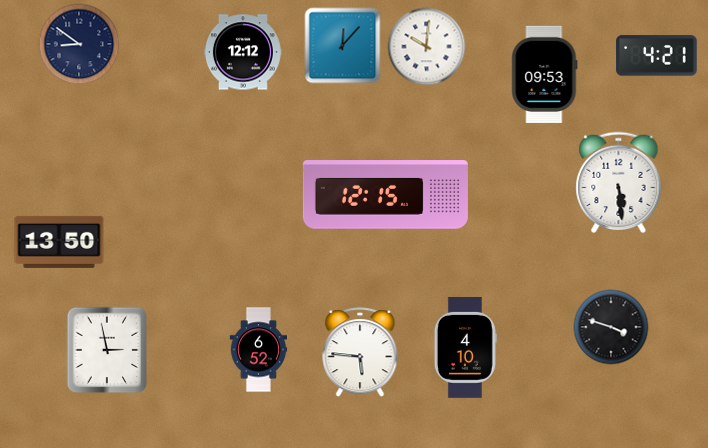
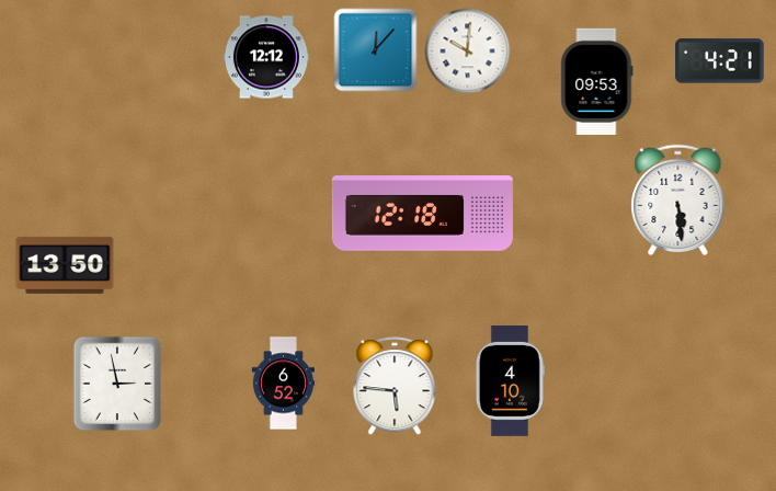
clock at (79, 44): 8:51 -> none
clock at (385, 195): 12:15 -> 12:18
clock at (611, 327): 3:48 -> none
